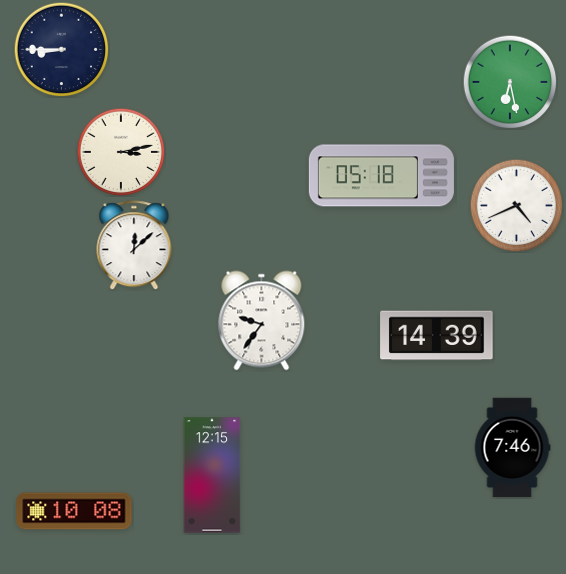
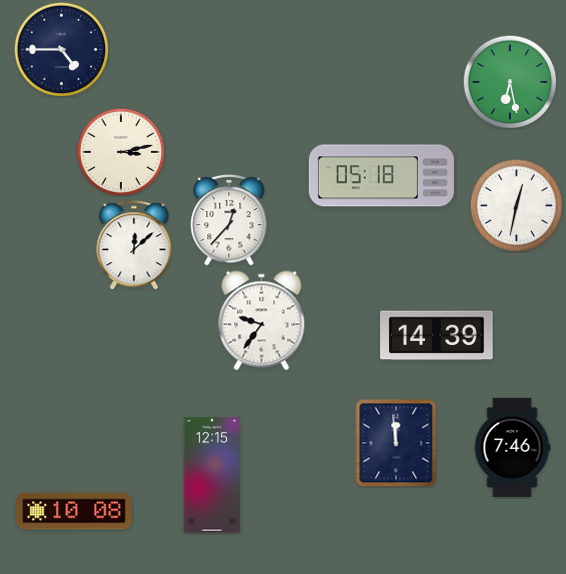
clock at (61, 49): 8:45 -> 4:45
clock at (516, 205): 4:41 -> 12:32
clock at (229, 220): none -> 12:37
clock at (396, 443): none -> 11:59
